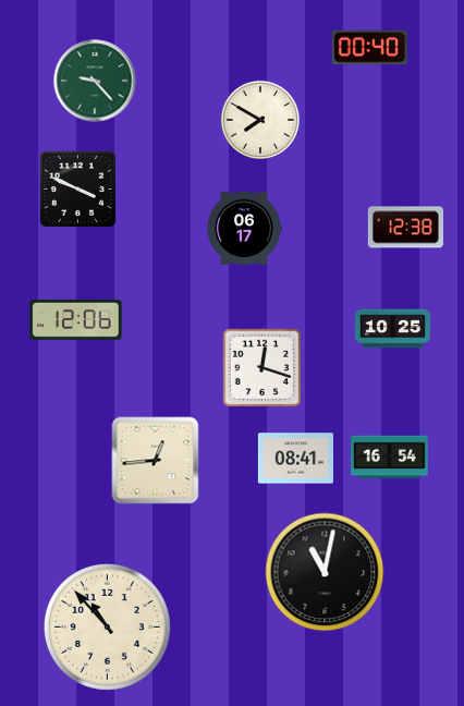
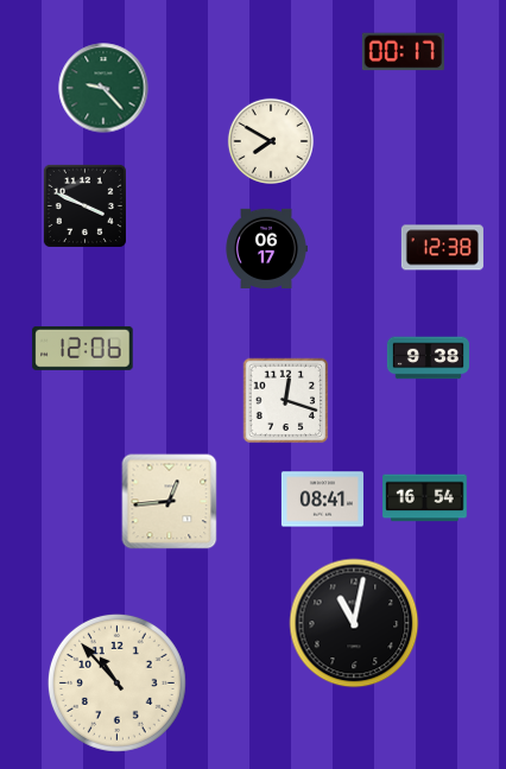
clock at (369, 48): 00:40 -> 00:17
clock at (260, 120) position: (260, 120) -> (271, 141)
clock at (392, 329): 10:25 -> 9:38
